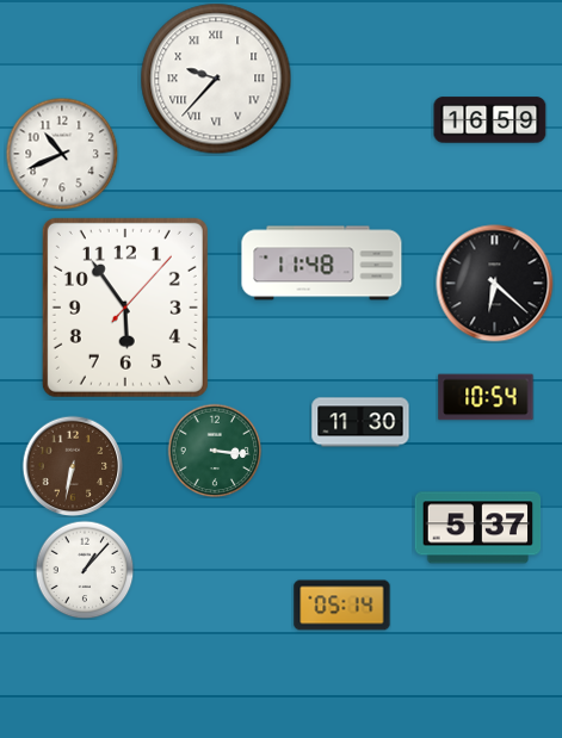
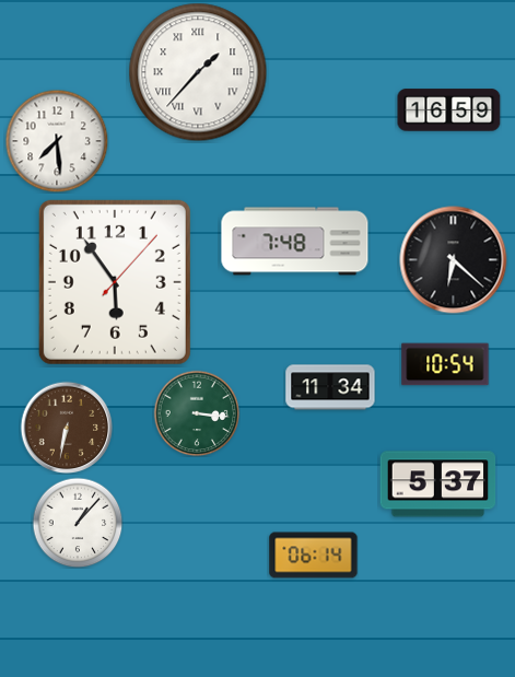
clock at (216, 79): 9:37 -> 1:37
clock at (62, 154): 10:41 -> 7:29
clock at (322, 263): 11:48 -> 7:48
clock at (360, 422): 11:30 -> 11:34
clock at (342, 606): 05:14 -> 06:14
